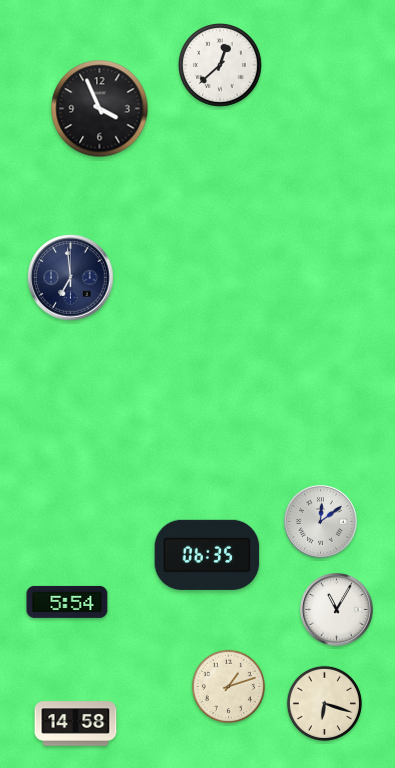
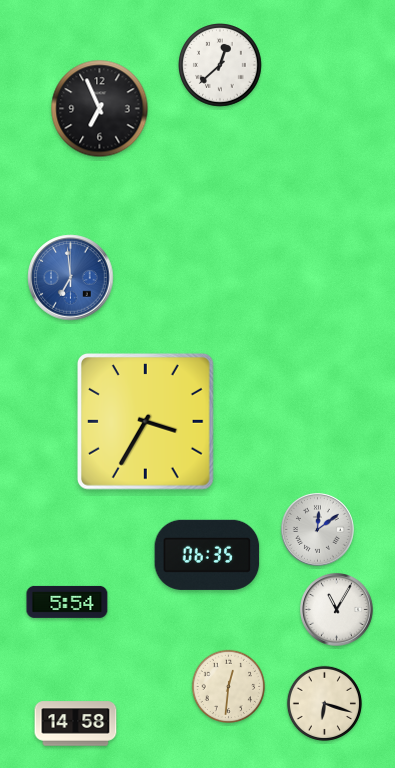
clock at (100, 109): 3:56 -> 6:56
clock at (71, 278) dial: navy -> blue
clock at (146, 422): none -> 3:35
clock at (321, 522) position: (321, 522) -> (318, 530)
clock at (229, 687): 1:12 -> 12:31
